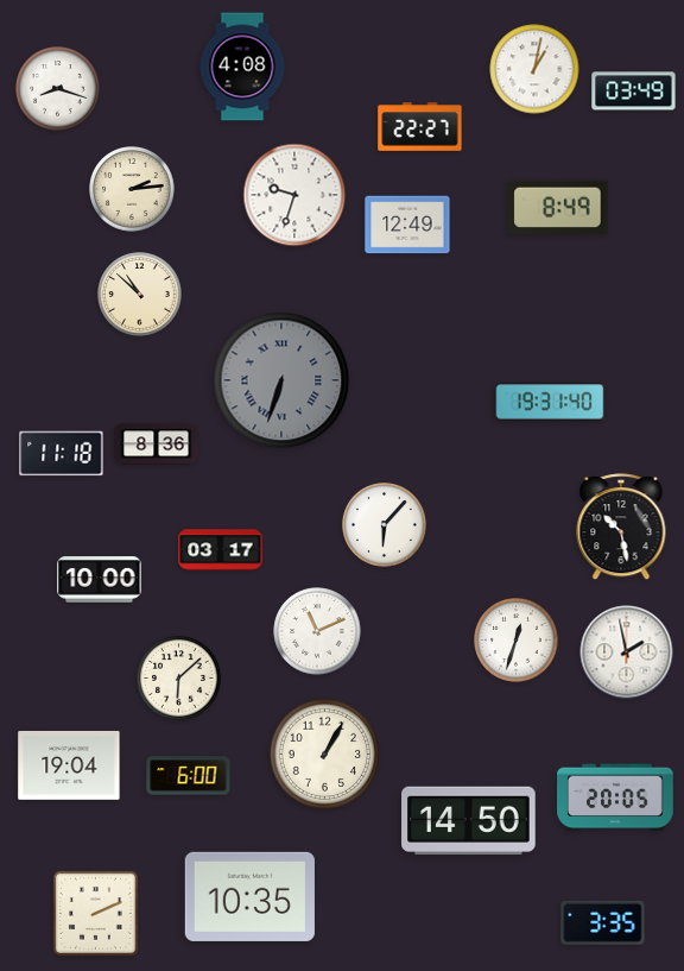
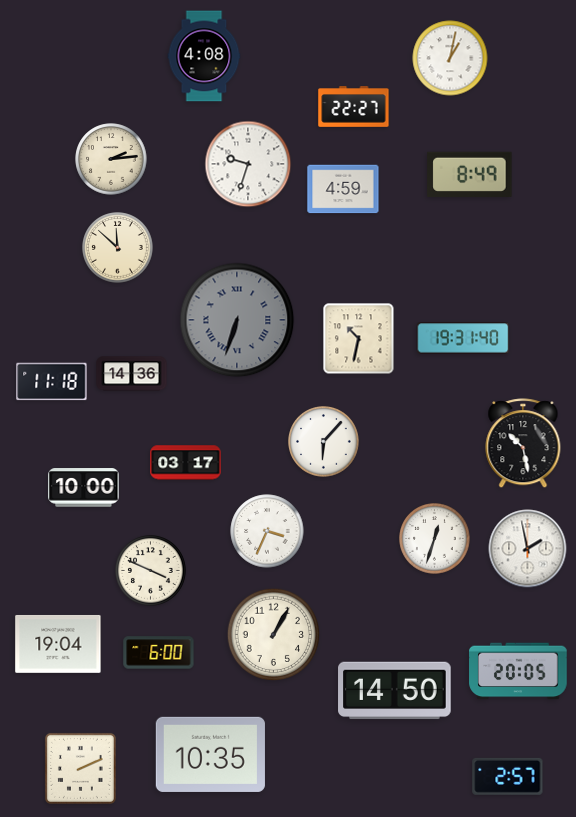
clock at (58, 89): 8:18 -> none
clock at (634, 92): 03:49 -> none
clock at (407, 225): 12:49 -> 4:59
clock at (140, 295): 10:52 -> 11:52
clock at (359, 339): none -> 10:32
clock at (157, 444): 8:36 -> 14:36
clock at (317, 631): 11:11 -> 3:34
clock at (179, 679): 6:08 -> 3:49
clock at (603, 922): 3:35 -> 2:57
